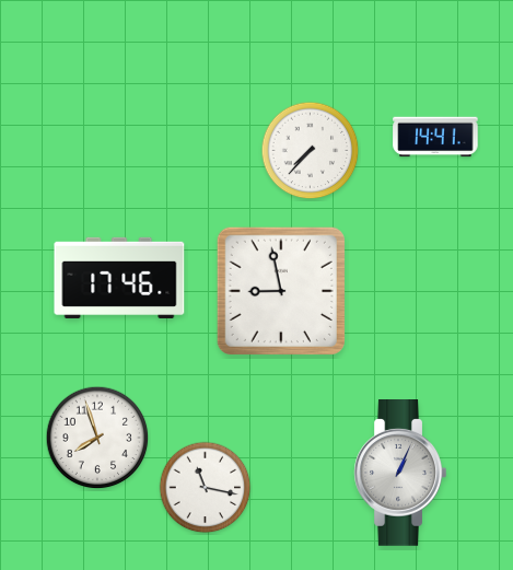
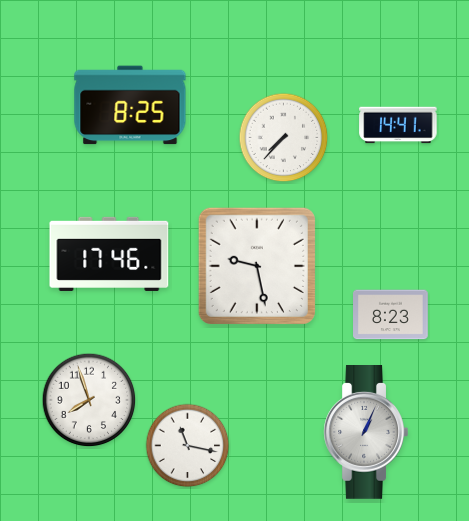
clock at (130, 105): none -> 8:25
clock at (281, 291): 8:58 -> 9:28
clock at (391, 315): none -> 8:23
